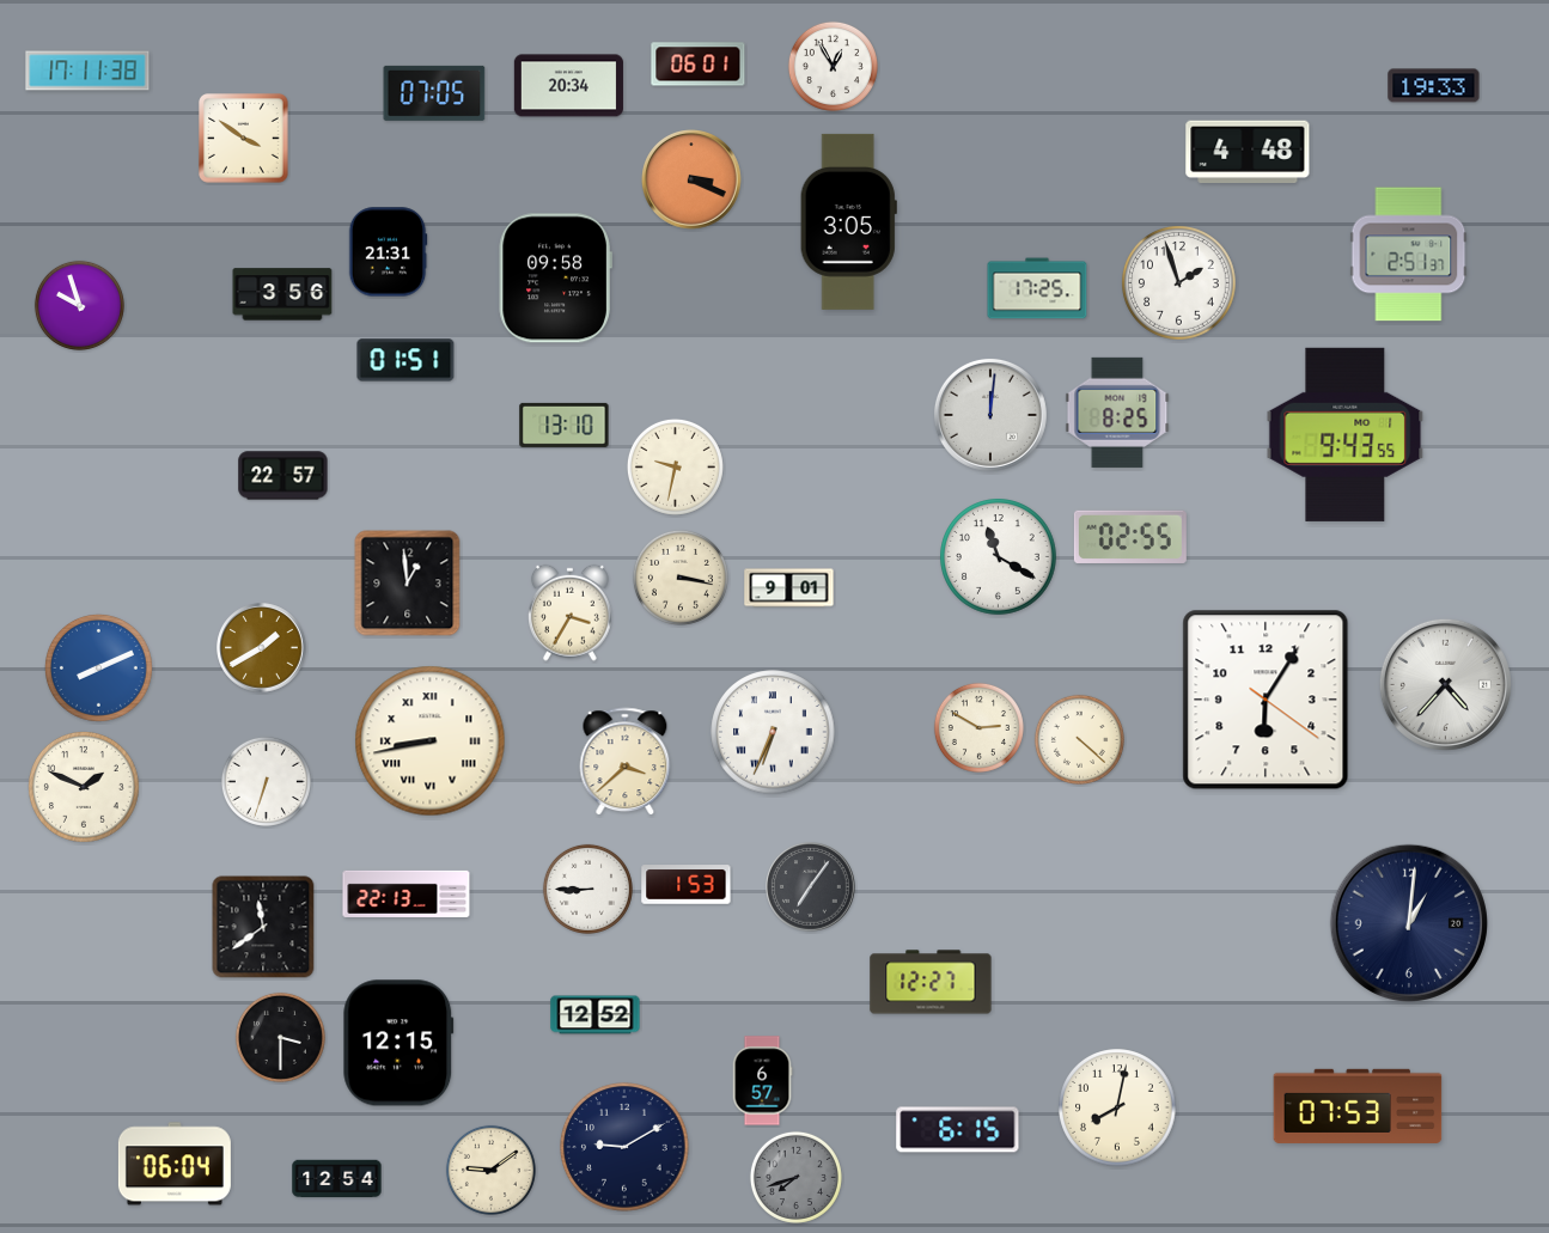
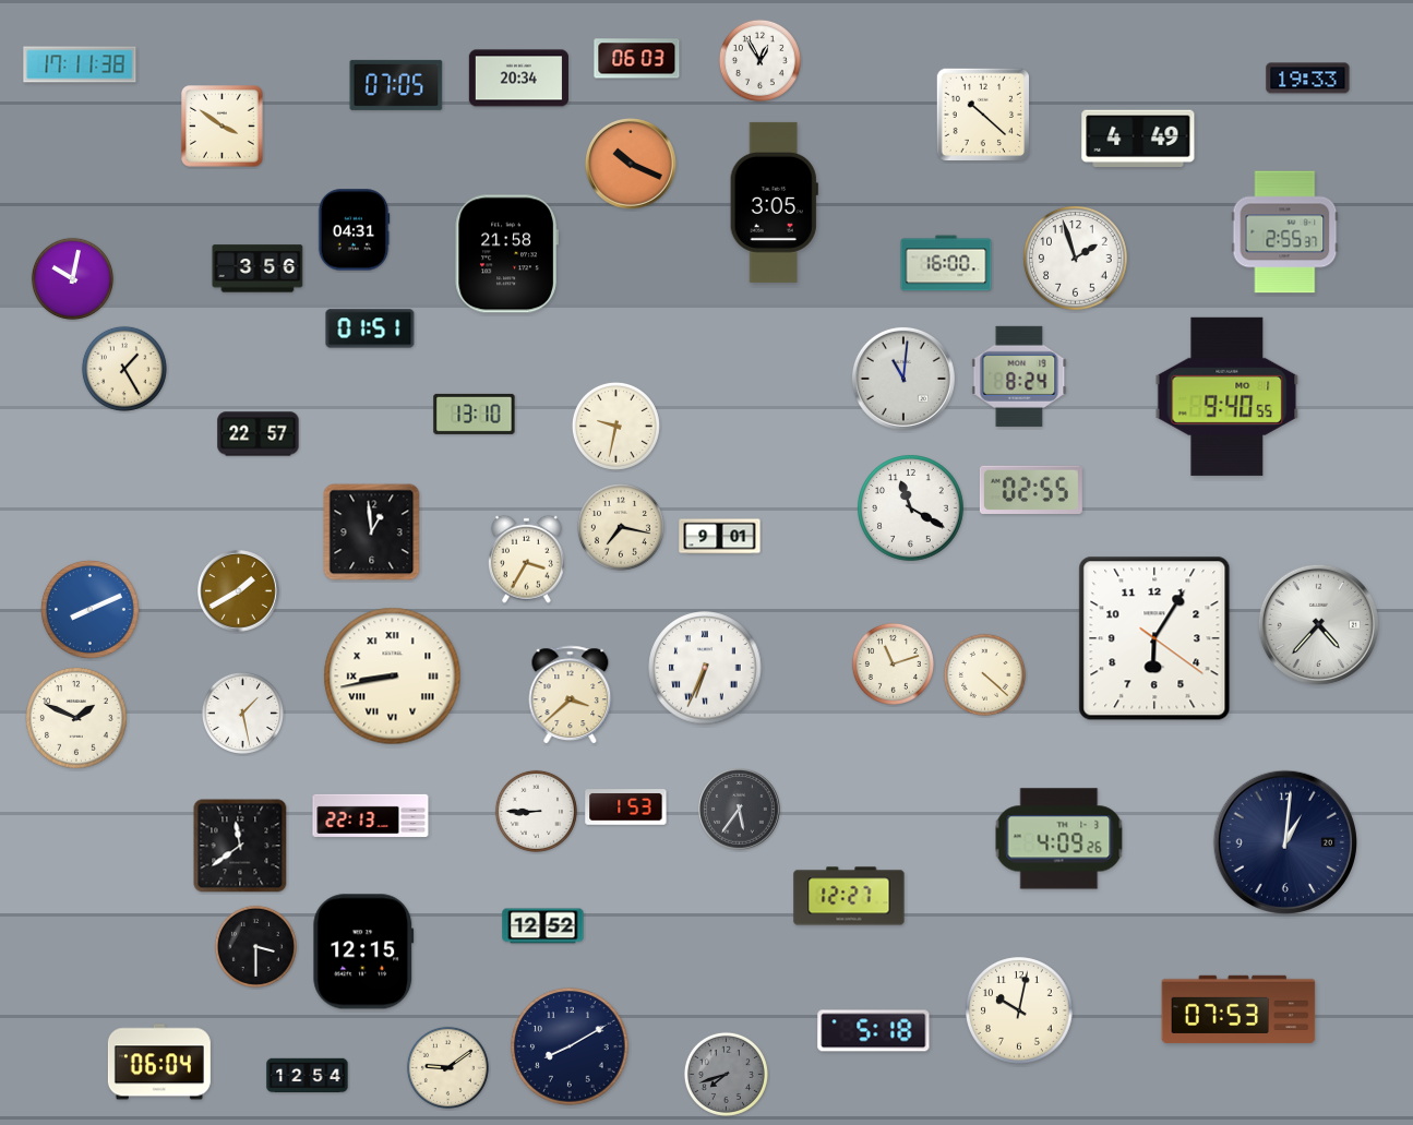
clock at (699, 65): 06:01 -> 06:03
clock at (982, 113): none -> 10:22
clock at (1248, 152): 4:48 -> 4:49
clock at (693, 181): 3:19 -> 10:19
clock at (388, 252): 21:31 -> 04:31
clock at (1409, 255): 2:51 -> 2:55
clock at (555, 279): 09:58 -> 21:58
clock at (1037, 288): 17:25 -> 16:00
clock at (79, 305): 9:57 -> 10:02
clock at (124, 369): none -> 1:25
clock at (1117, 413): 8:25 -> 8:24
clock at (990, 415): 12:01 -> 11:01
clock at (565, 425) position: (565, 425) -> (475, 414)
clock at (1346, 434): 9:43 -> 9:40
clock at (681, 578): 3:17 -> 7:17
clock at (571, 612) position: (571, 612) -> (527, 559)
clock at (978, 727): 2:50 -> 11:12
clock at (266, 781): 6:33 -> 1:28
clock at (811, 887): 7:06 -> 5:36
clock at (1059, 839): none -> 4:09
clock at (762, 1081): 6:57 -> none
clock at (1117, 1107): 8:02 -> 10:02
clock at (958, 1130): 6:15 -> 5:18
clock at (624, 1147): 9:10 -> 8:10
